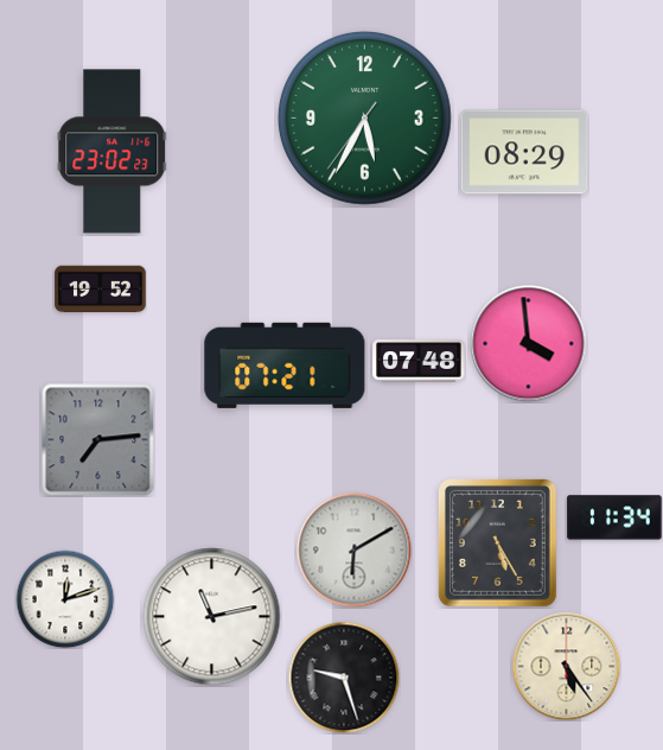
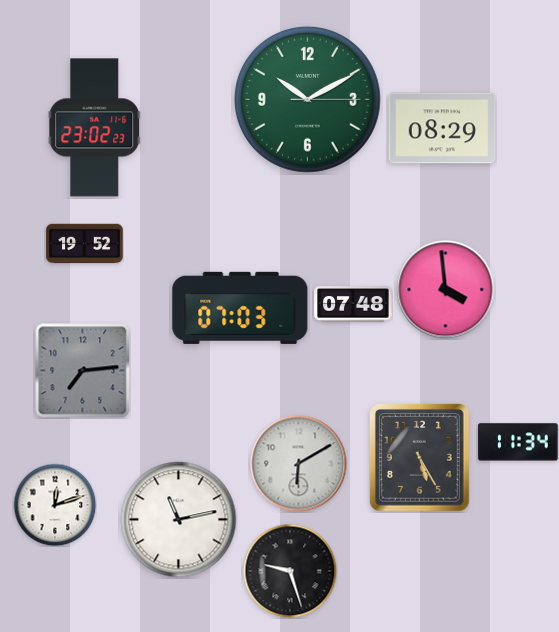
clock at (364, 117): 5:34 -> 10:10
clock at (285, 366): 07:21 -> 07:03
clock at (614, 517) position: (614, 517) -> (518, 442)
clock at (566, 666): 5:24 -> none
